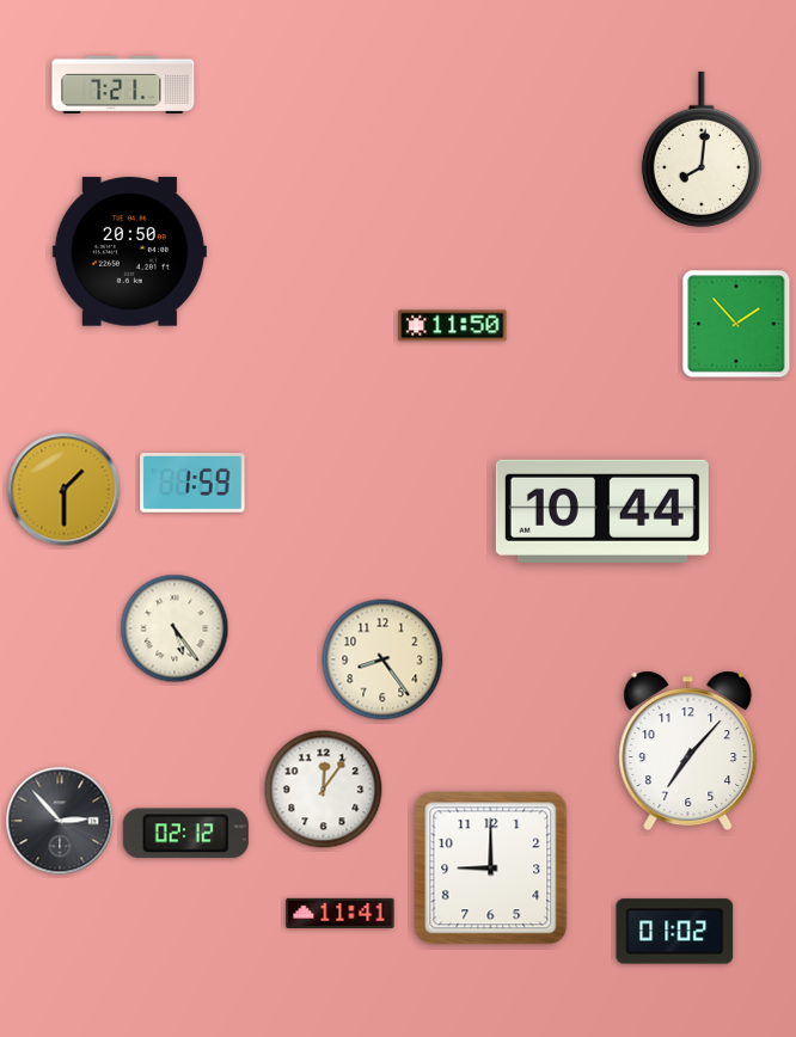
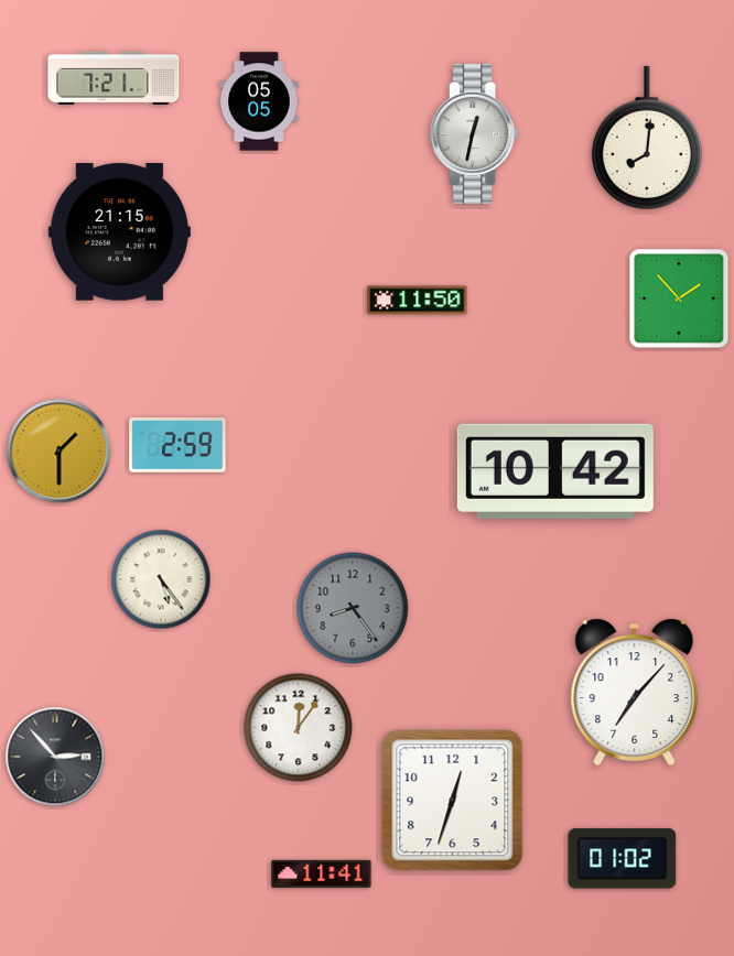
clock at (259, 101): none -> 05:05
clock at (475, 133): none -> 12:32
clock at (129, 252): 20:50 -> 21:15
clock at (192, 484): 1:59 -> 2:59
clock at (602, 511): 10:44 -> 10:42
clock at (382, 659) dial: cream -> grey
clock at (185, 834): 02:12 -> none
clock at (491, 869): 9:00 -> 12:33
clock at (341, 913) position: (341, 913) -> (322, 873)
